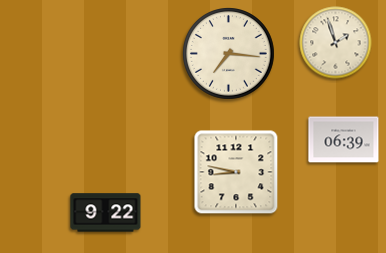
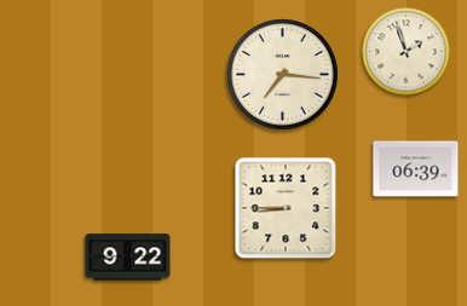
clock at (229, 54) position: (229, 54) -> (283, 75)
clock at (236, 172): 8:47 -> 8:45
